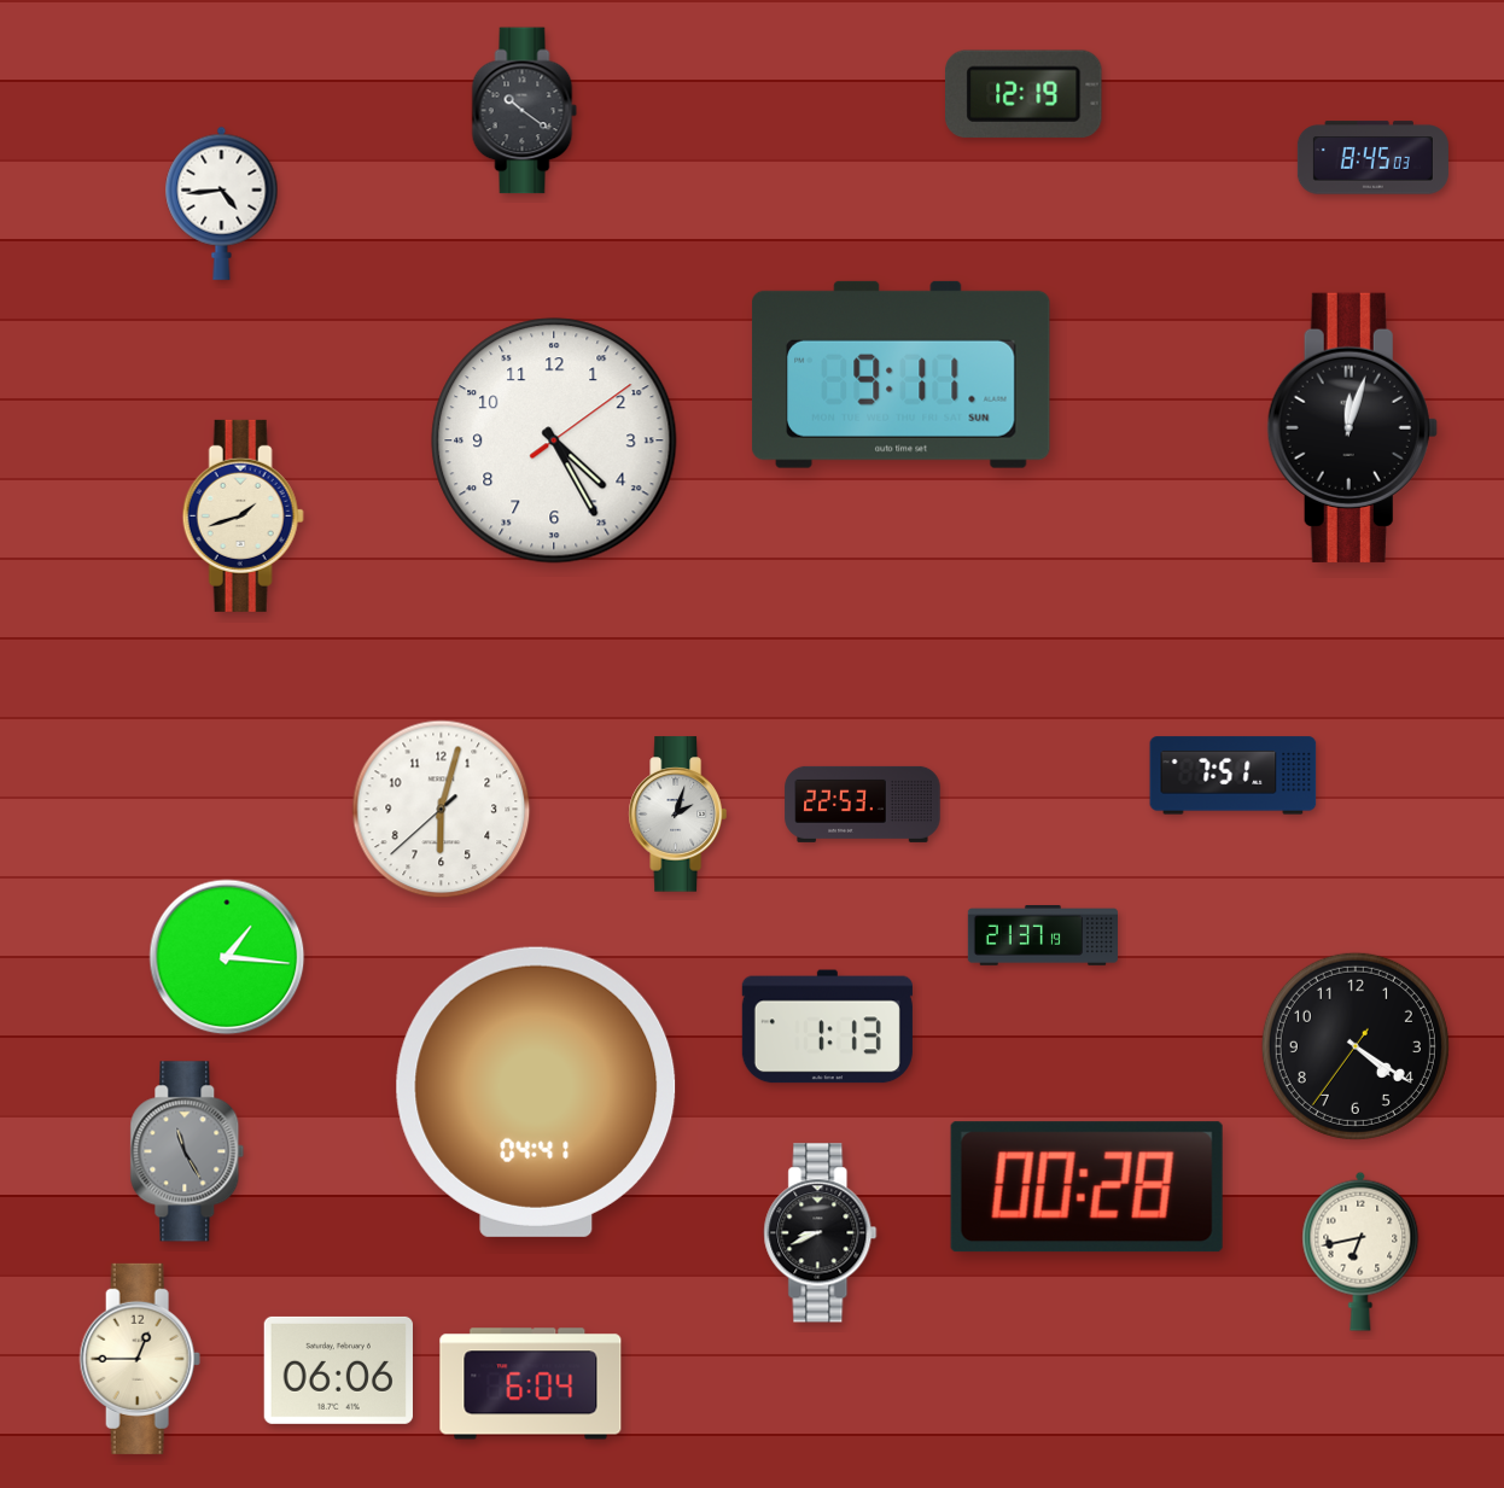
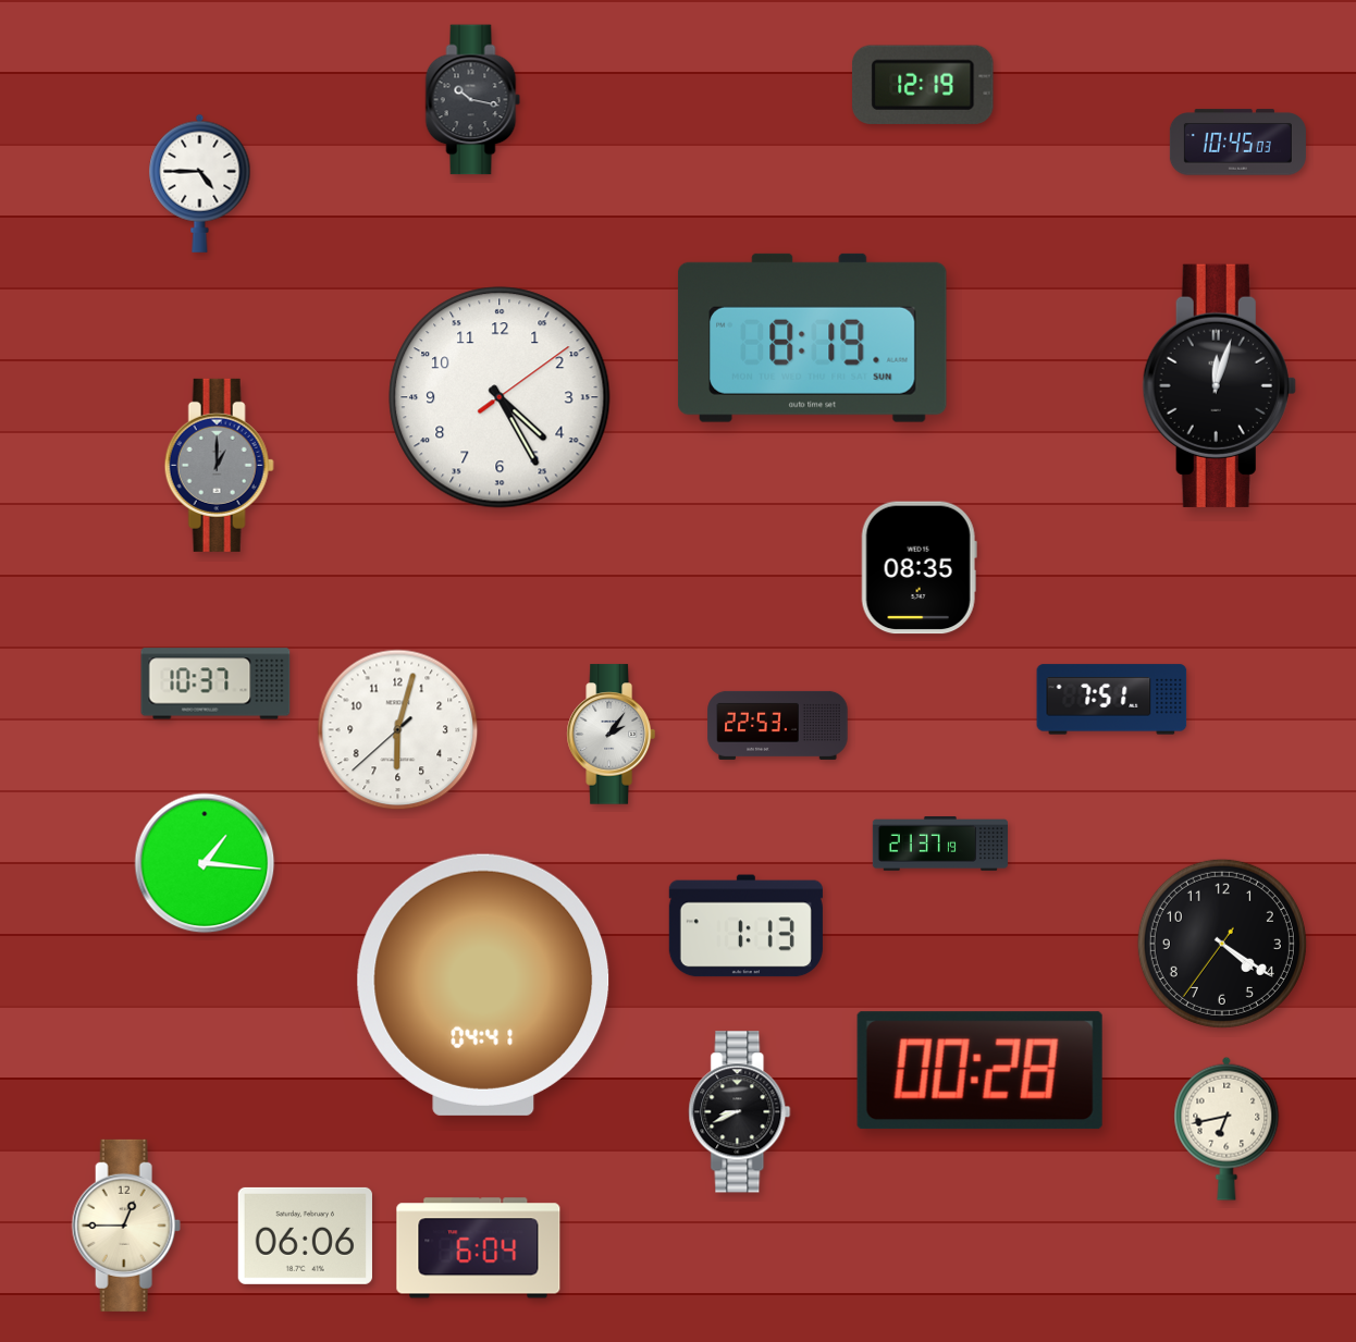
clock at (525, 111): 10:21 -> 10:17
clock at (1372, 158): 8:45 -> 10:45
clock at (222, 203): 4:44 -> 4:45
clock at (900, 374): 9:11 -> 8:19
clock at (243, 515): 1:42 -> 1:00
clock at (243, 515) dial: cream -> grey
clock at (919, 568): none -> 08:35
clock at (215, 684): none -> 10:37
clock at (677, 815): 2:03 -> 2:06
clock at (187, 1151): 11:25 -> none
